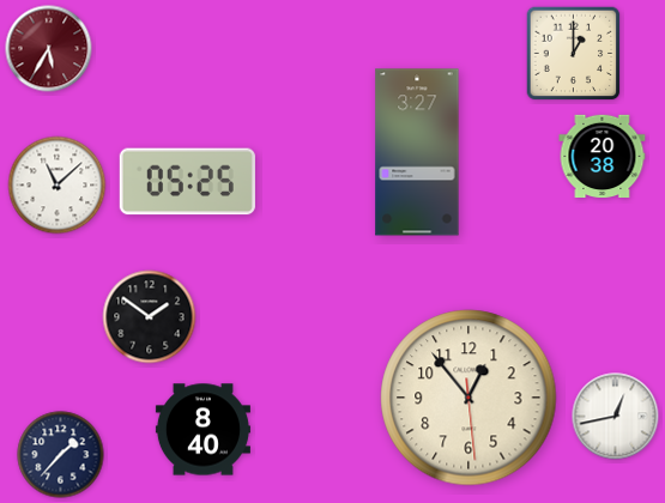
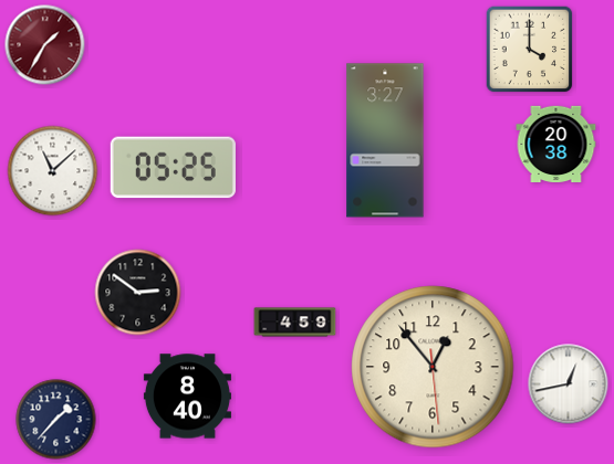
clock at (49, 49): 5:35 -> 1:35
clock at (574, 54): 1:00 -> 4:00
clock at (150, 317): 1:51 -> 2:51
clock at (295, 323): none -> 4:59
